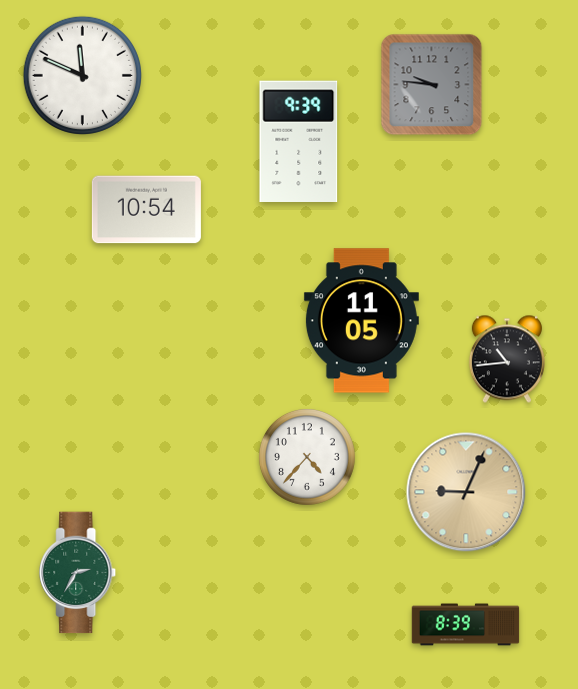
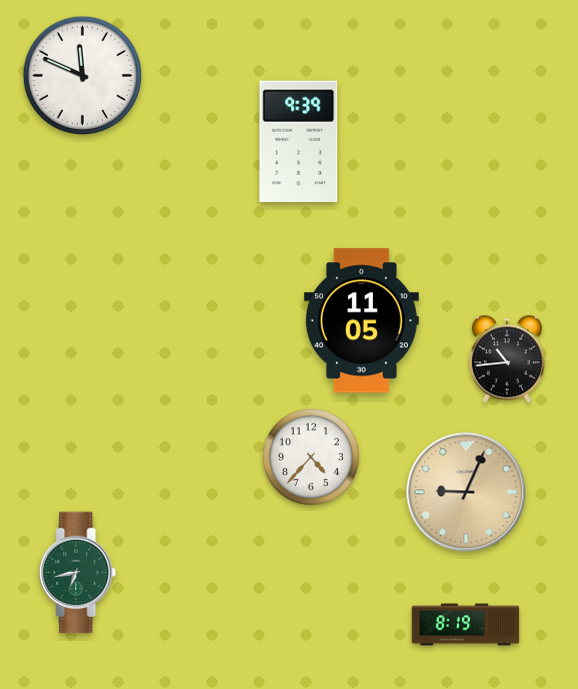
clock at (432, 85): 9:46 -> none
clock at (146, 210): 10:54 -> none
clock at (307, 457) position: (307, 457) -> (311, 457)
clock at (78, 573): 2:35 -> 6:43
clock at (466, 625): 8:39 -> 8:19
